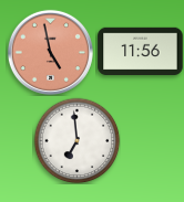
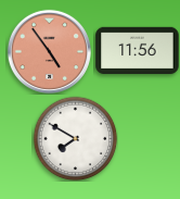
clock at (50, 52): 4:58 -> 4:54
clock at (76, 140): 6:59 -> 7:50
